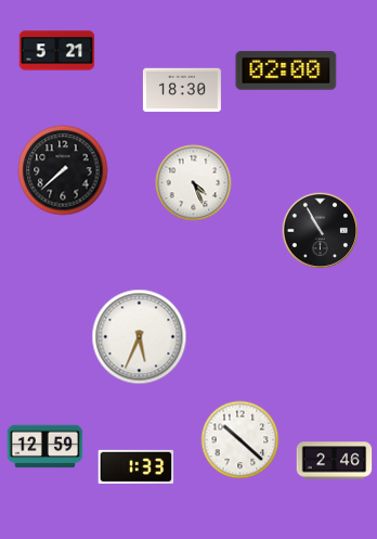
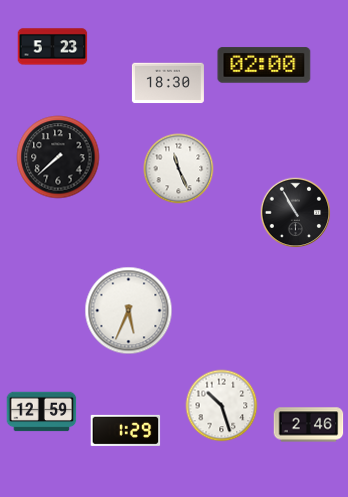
clock at (57, 51): 5:21 -> 5:23
clock at (194, 183): 4:26 -> 11:26
clock at (240, 440): 10:22 -> 10:27
clock at (136, 466): 1:33 -> 1:29
